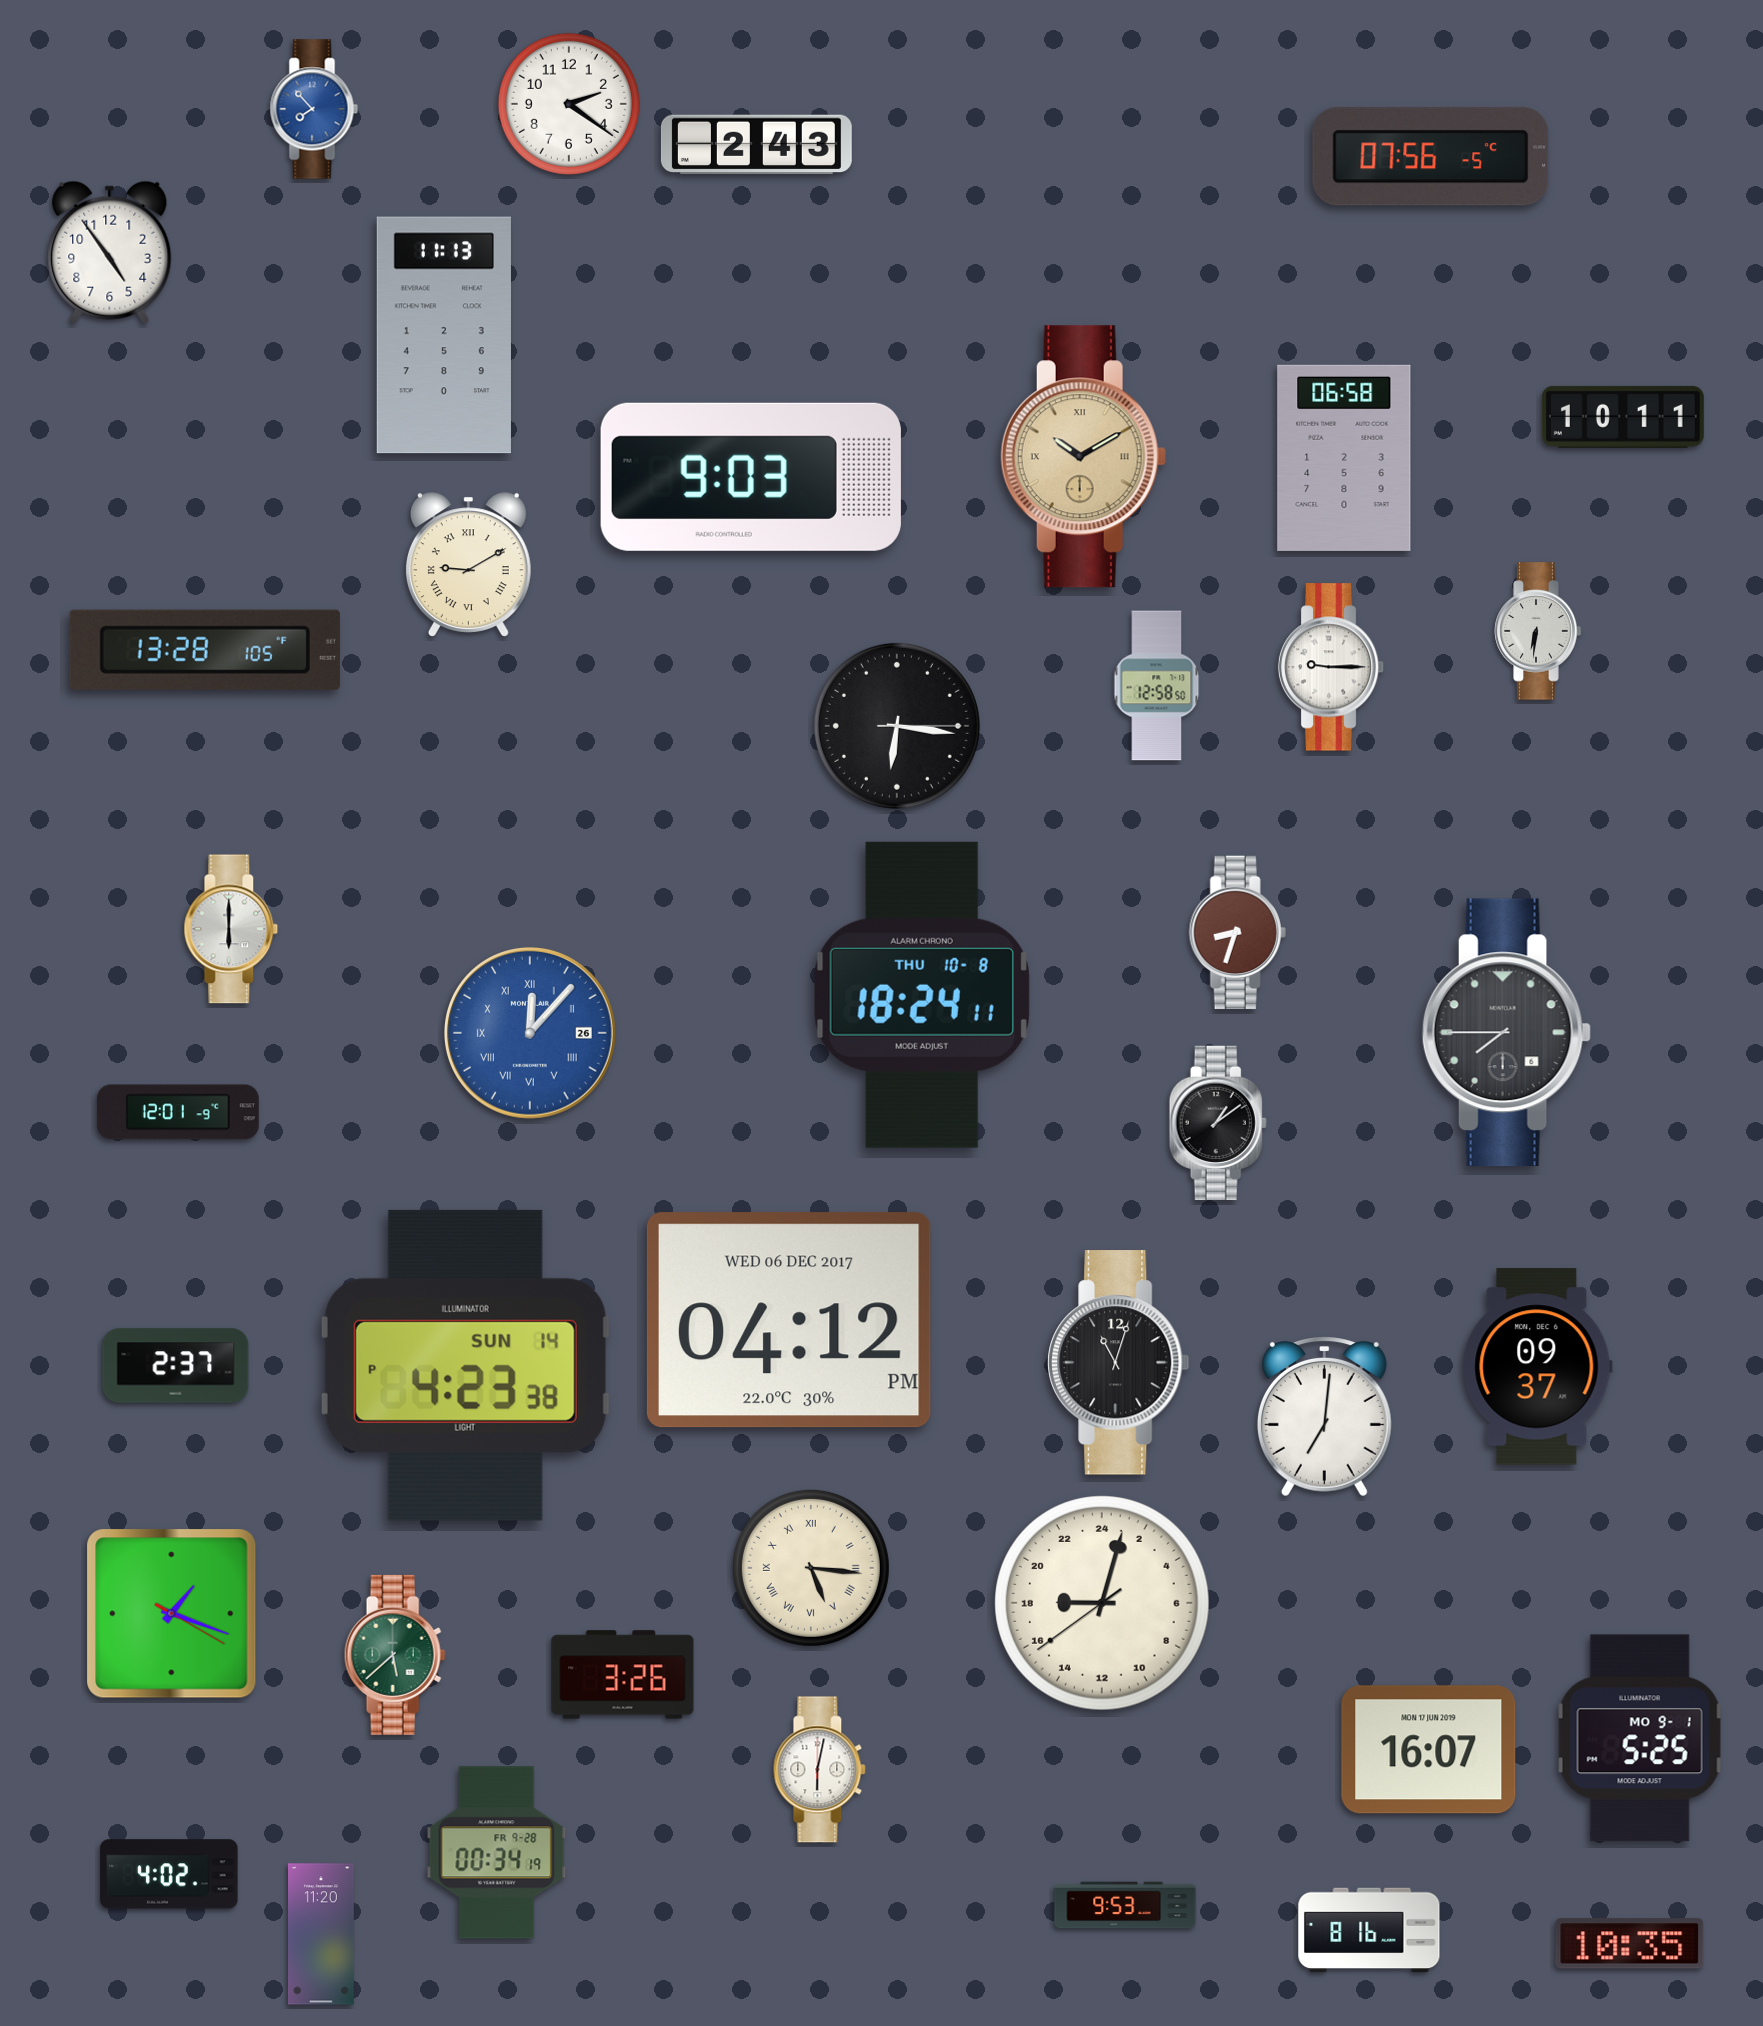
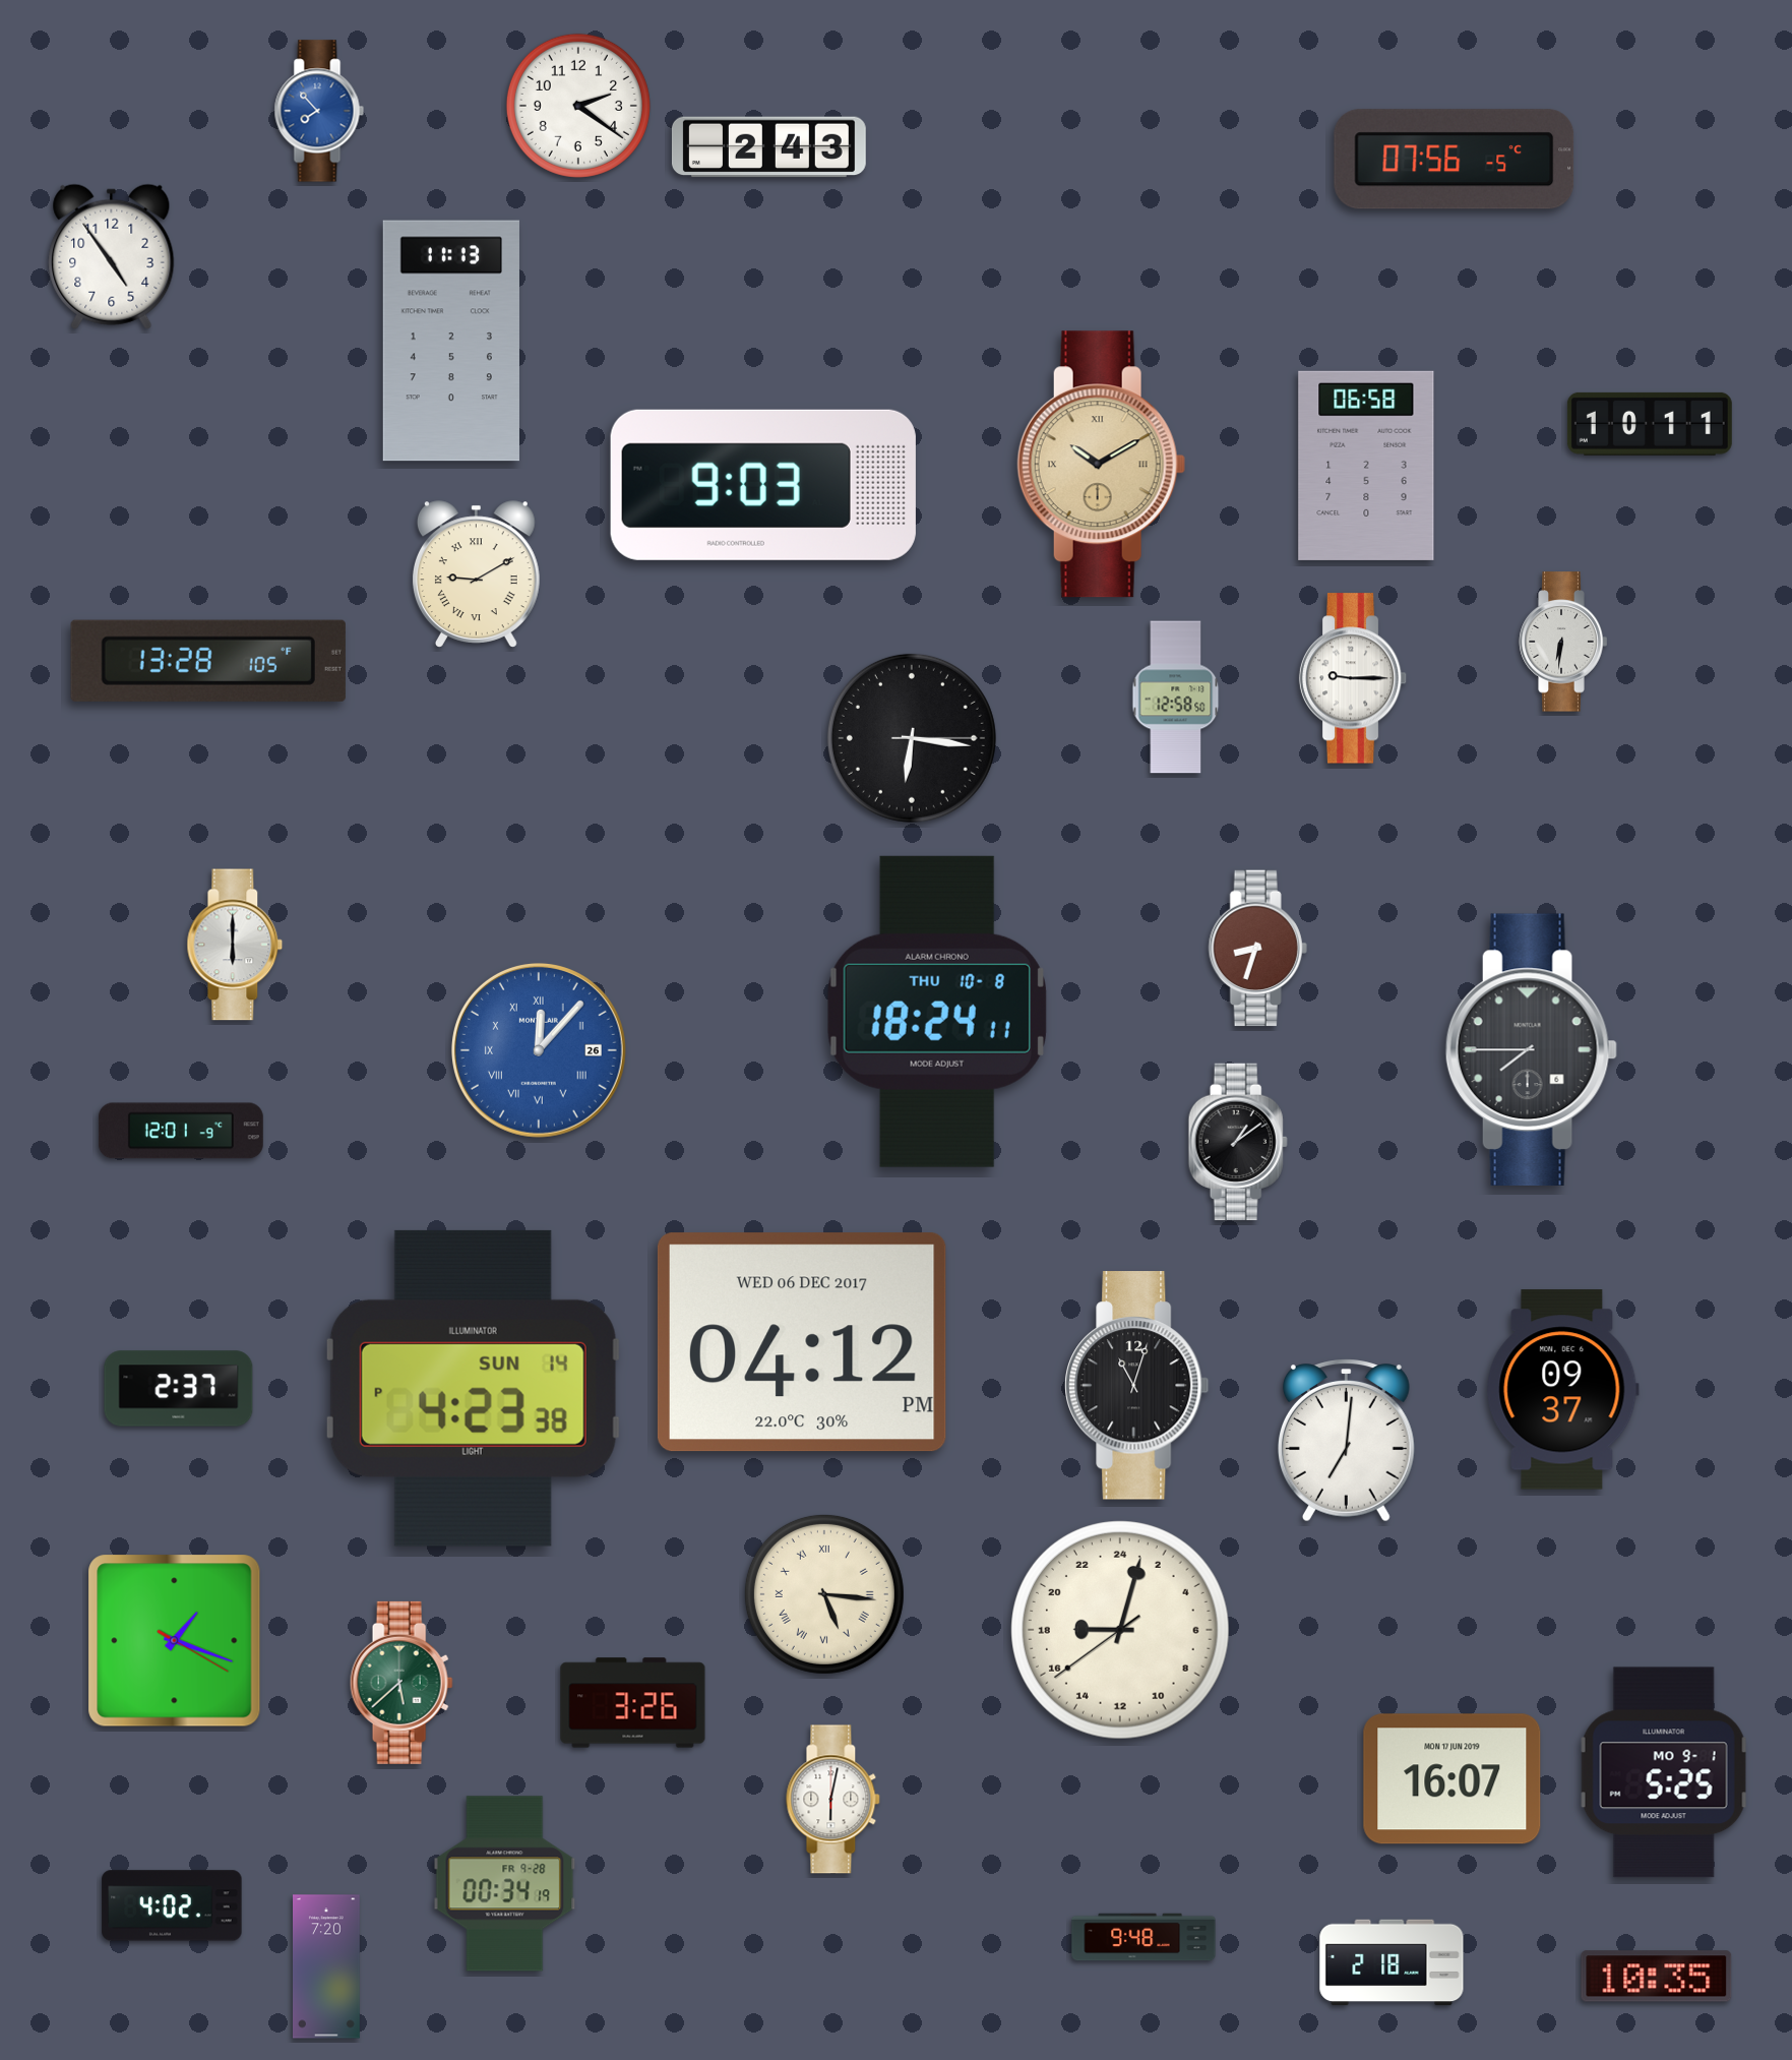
clock at (1640, 1738) position: (1640, 1738) -> (1664, 1772)
clock at (1125, 1905): 9:53 -> 9:48
clock at (1369, 1930): 8:16 -> 2:18
clock at (322, 1934): 11:20 -> 7:20
